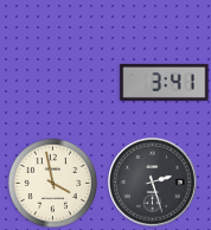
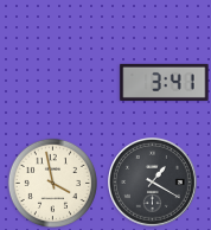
clock at (153, 183): 2:27 -> 1:20
